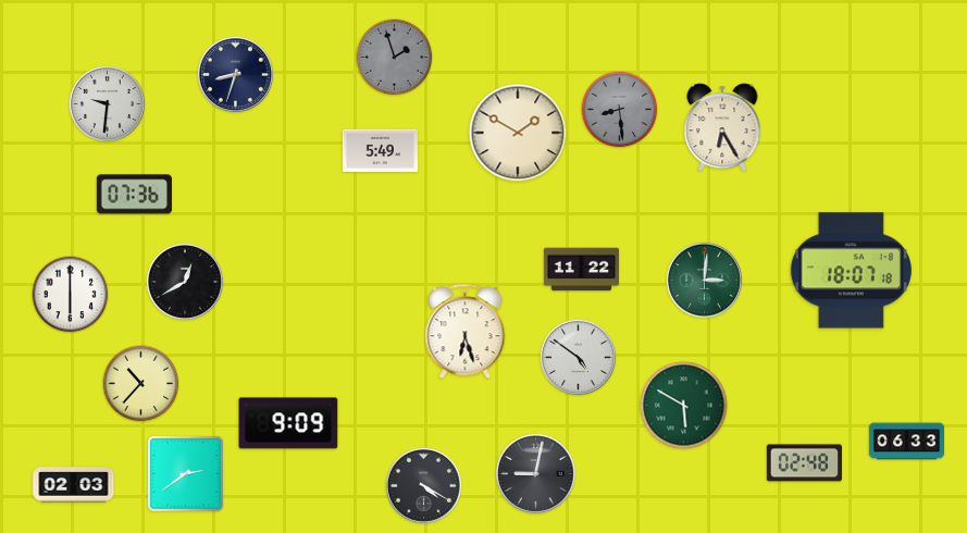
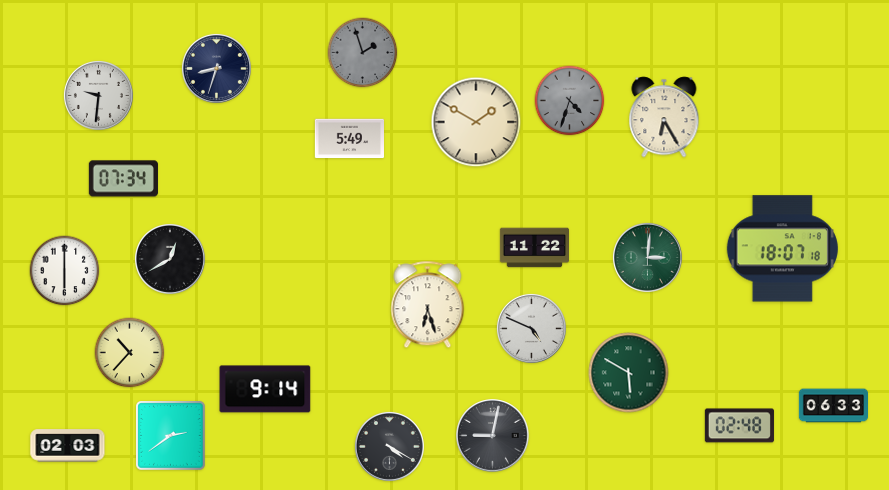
clock at (620, 110): 8:29 -> 4:33
clock at (134, 195): 07:36 -> 07:34
clock at (578, 357): 4:51 -> 4:49
clock at (288, 423): 9:09 -> 9:14
